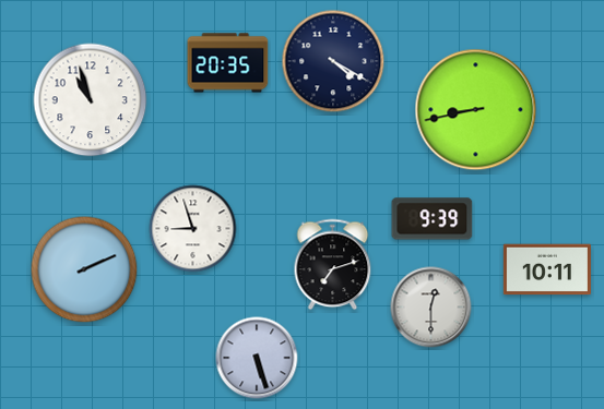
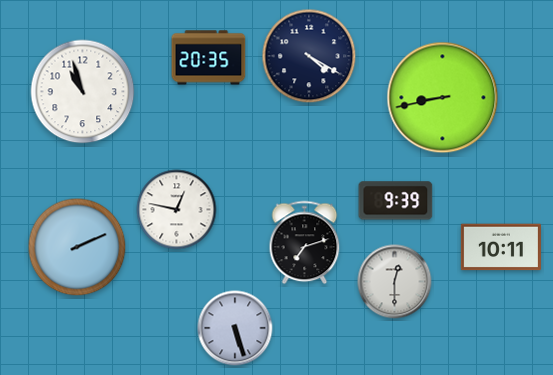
clock at (333, 61) position: (333, 61) -> (309, 56)
clock at (476, 110) position: (476, 110) -> (443, 98)
clock at (193, 229): 8:57 -> 12:47
